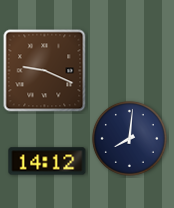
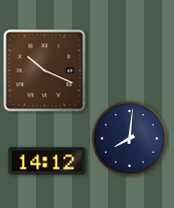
clock at (45, 71): 9:19 -> 10:19
